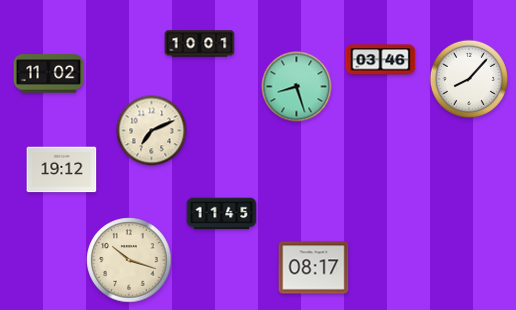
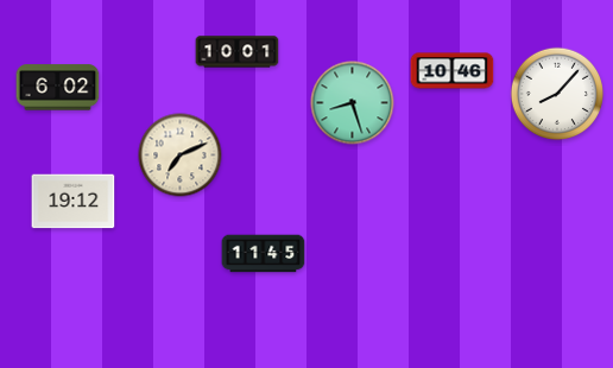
clock at (381, 60): 03:46 -> 10:46
clock at (49, 74): 11:02 -> 6:02
clock at (129, 260): 10:18 -> none
clock at (314, 268): 08:17 -> none
